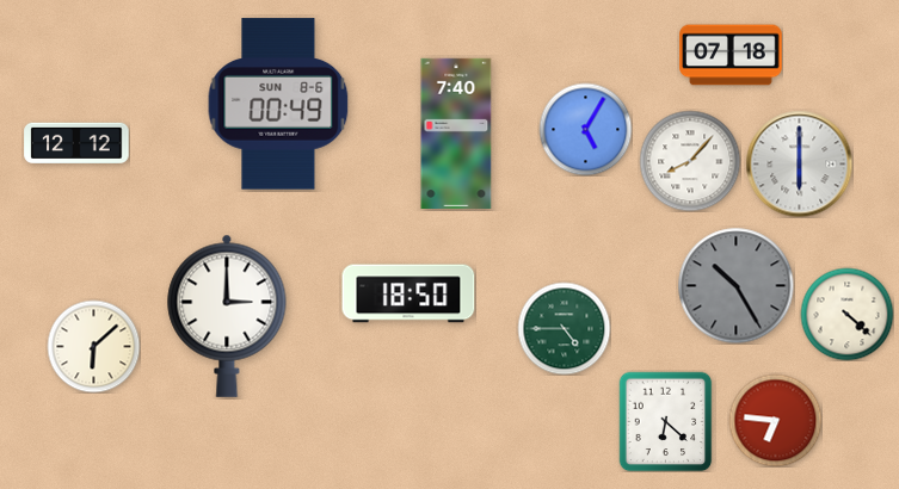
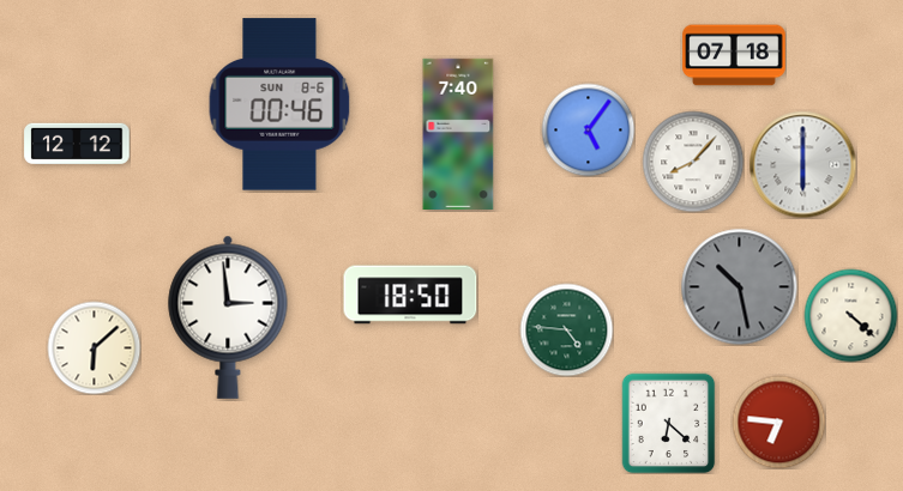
clock at (278, 104): 00:49 -> 00:46
clock at (585, 129): 5:05 -> 5:06
clock at (735, 285): 10:25 -> 10:28
clock at (227, 316): 3:00 -> 2:59
clock at (564, 328): 4:45 -> 4:46
